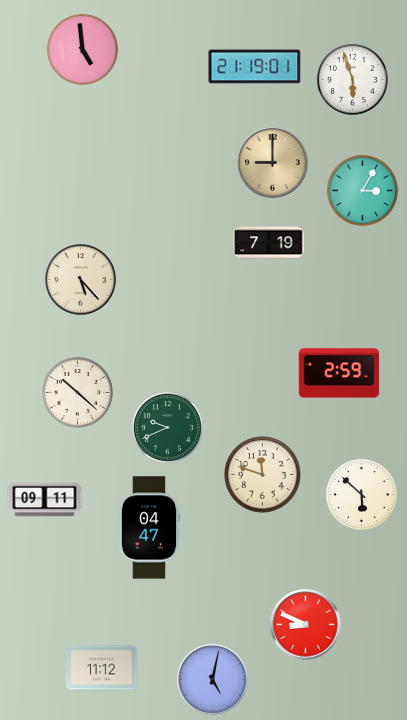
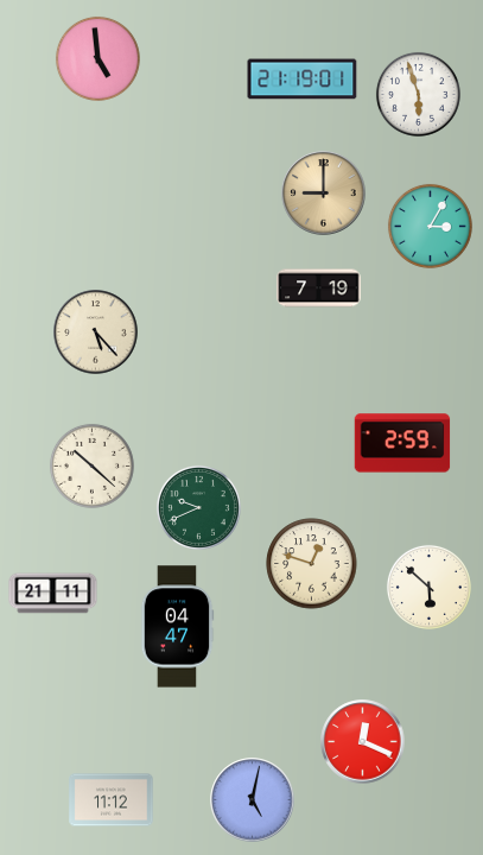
clock at (263, 475): 11:48 -> 12:48
clock at (45, 500): 09:11 -> 21:11
clock at (306, 625): 8:49 -> 12:19
clock at (102, 668) position: (102, 668) -> (112, 800)
clock at (213, 680) position: (213, 680) -> (253, 800)
